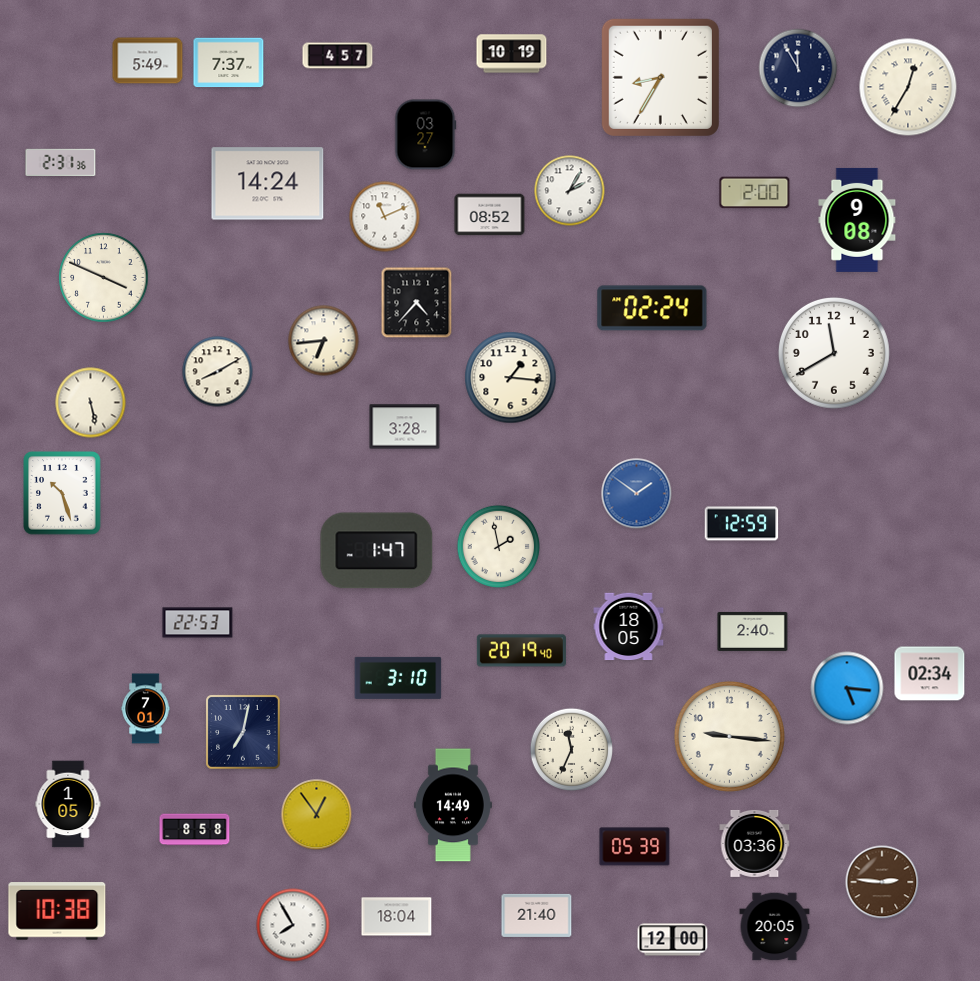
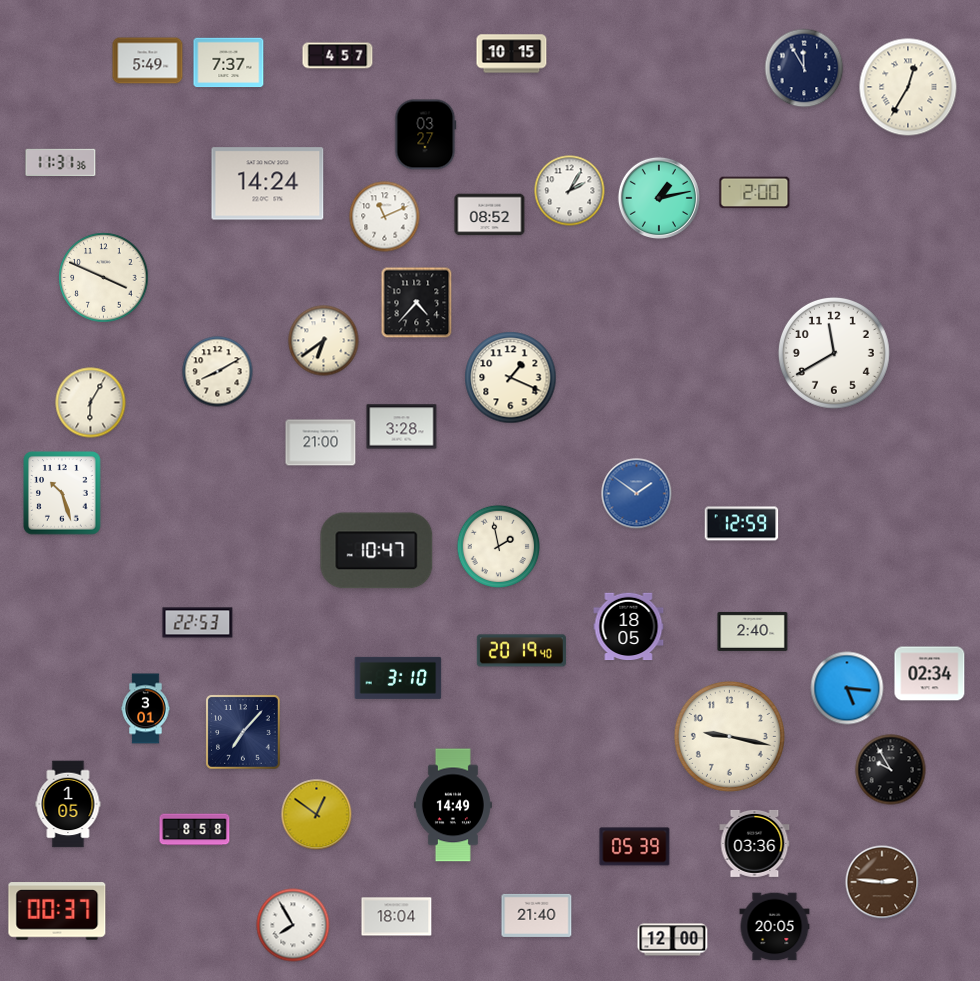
clock at (512, 54): 10:19 -> 10:15
clock at (798, 68) position: (798, 68) -> (804, 68)
clock at (660, 77): 8:35 -> none
clock at (61, 162): 2:31 -> 11:31
clock at (659, 198): none -> 1:13
clock at (857, 220): 9:08 -> none
clock at (652, 308): 02:24 -> none
clock at (324, 341): 6:44 -> 6:39
clock at (511, 378): 1:16 -> 1:19
clock at (91, 403): 5:28 -> 6:05
clock at (405, 427) position: (405, 427) -> (402, 427)
clock at (321, 443): none -> 21:00
clock at (377, 551): 1:47 -> 10:47
clock at (146, 709): 7:01 -> 3:01
clock at (243, 732): 7:02 -> 7:07
clock at (729, 736): 9:16 -> 9:17
clock at (572, 750): 11:34 -> none
clock at (891, 770): none -> 9:55
clock at (317, 815): 12:54 -> 12:51
clock at (57, 911): 10:38 -> 00:37
